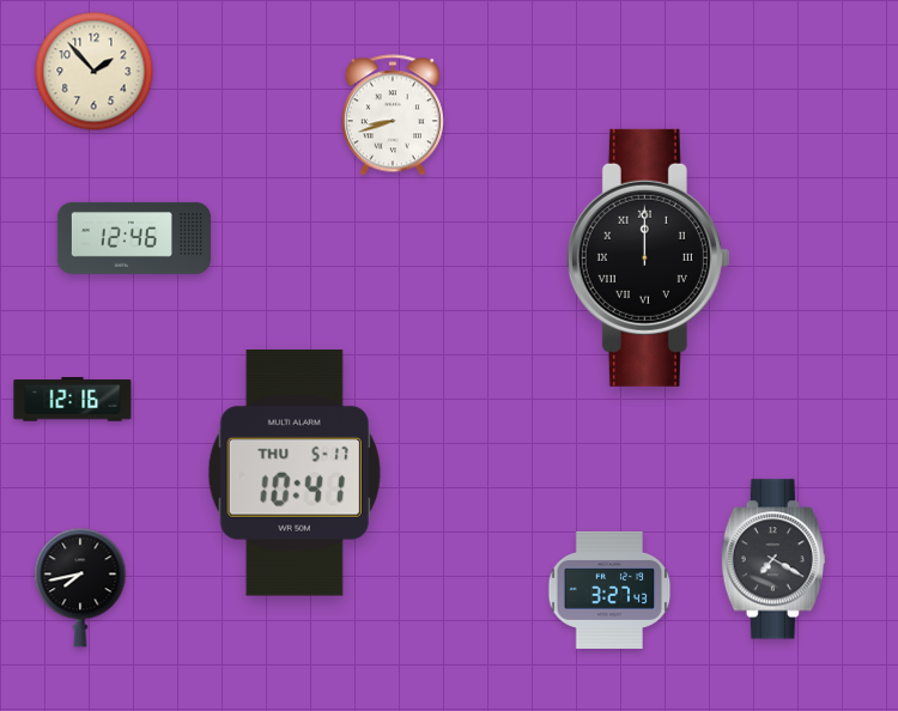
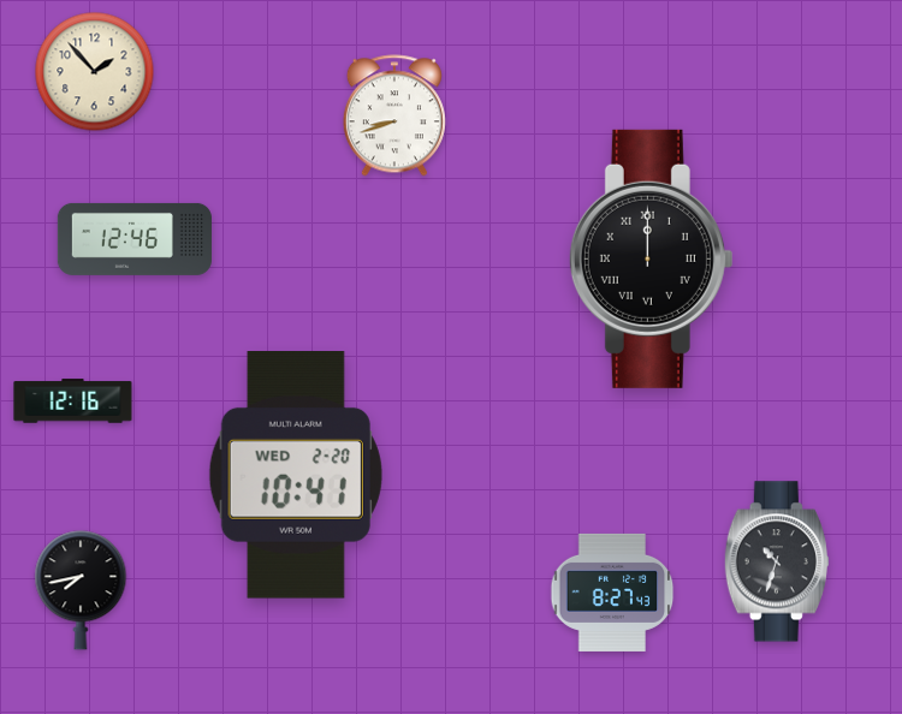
clock at (295, 474) date: THU 5-17 -> WED 2-20
clock at (773, 559): 7:20 -> 10:33
clock at (609, 590): 3:27 -> 8:27
